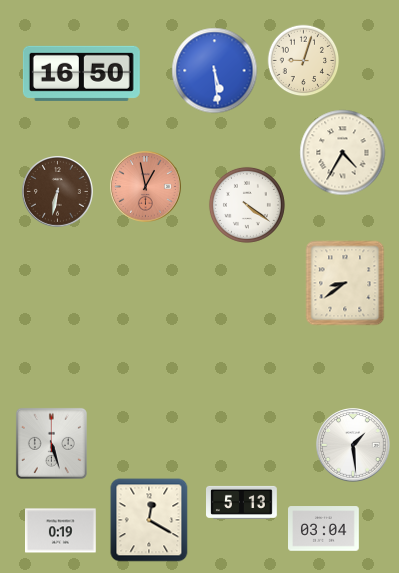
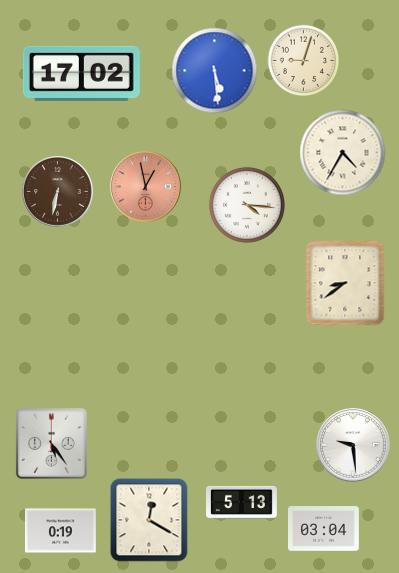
clock at (81, 73): 16:50 -> 17:02
clock at (247, 205): 4:21 -> 4:16
clock at (51, 443): 5:27 -> 5:24
clock at (353, 445): 1:29 -> 9:29
